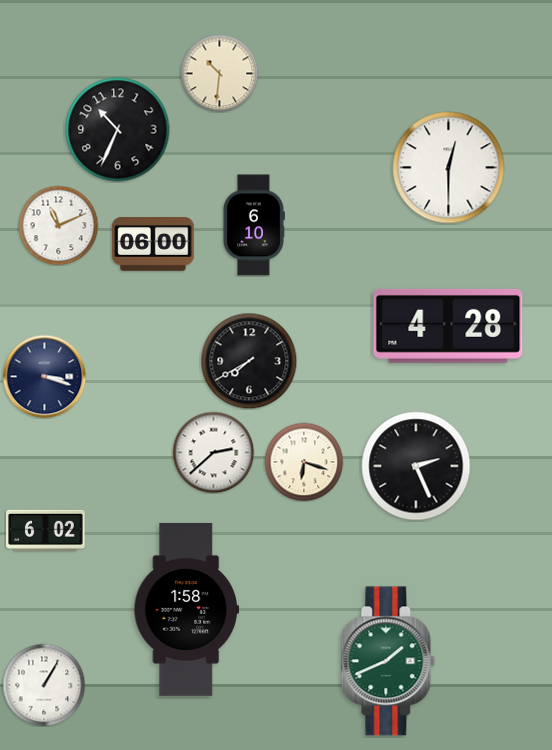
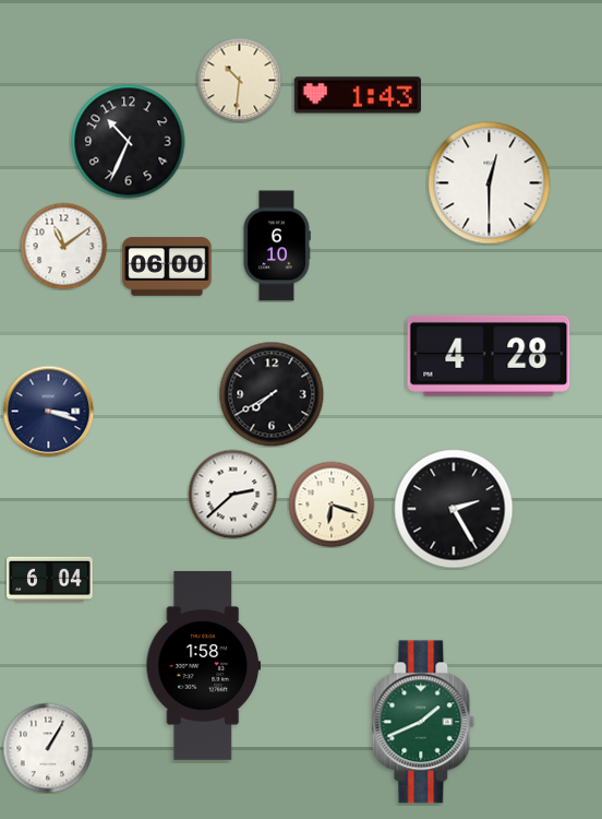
clock at (358, 95): none -> 1:43
clock at (58, 225): 11:11 -> 11:09
clock at (416, 466): 2:26 -> 2:25
clock at (46, 530): 6:02 -> 6:04
